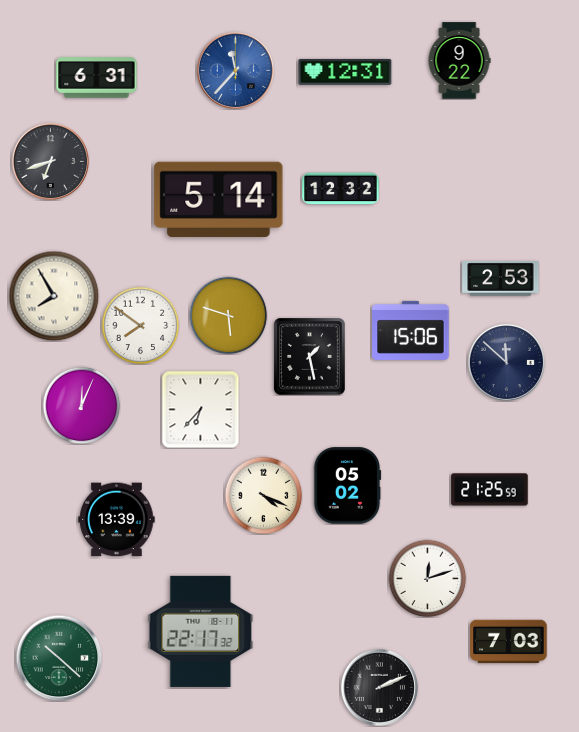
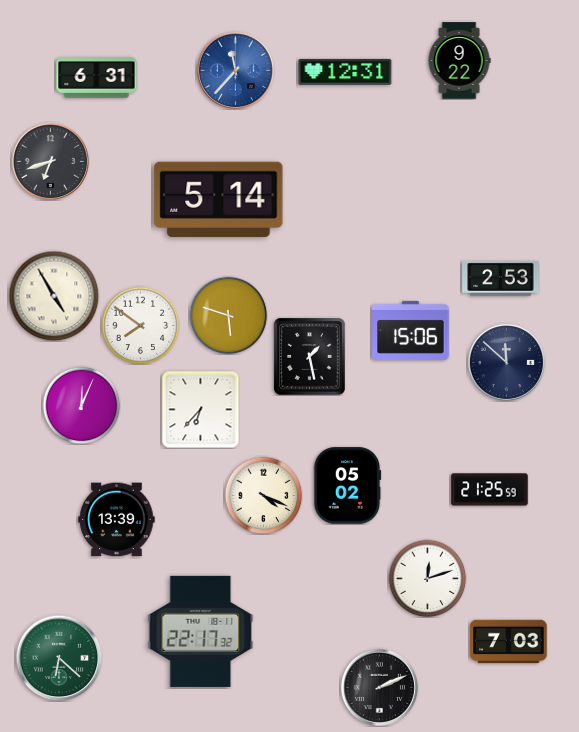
clock at (341, 189): 12:32 -> none
clock at (54, 296): 7:55 -> 4:55
clock at (59, 658): 10:22 -> 6:22
